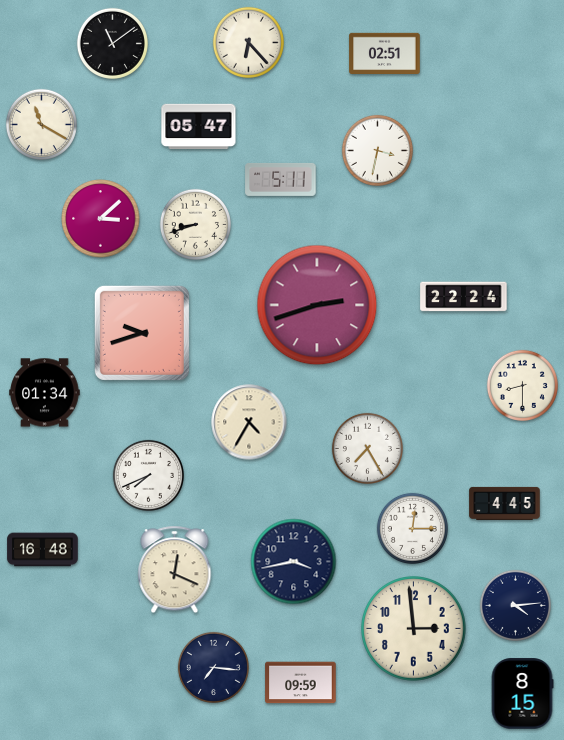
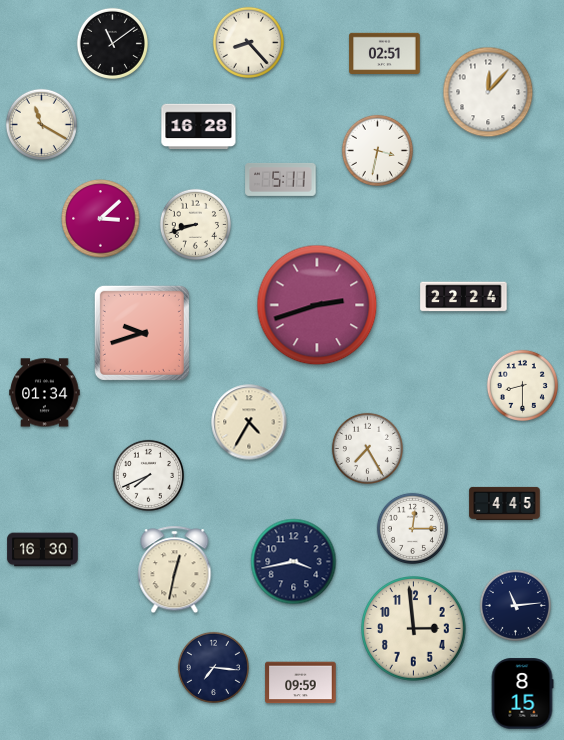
clock at (248, 42): 6:23 -> 8:23
clock at (488, 92): none -> 12:07
clock at (199, 127): 05:47 -> 16:28
clock at (43, 550): 16:48 -> 16:30
clock at (175, 570): 12:19 -> 12:32
clock at (515, 605): 4:14 -> 11:14
